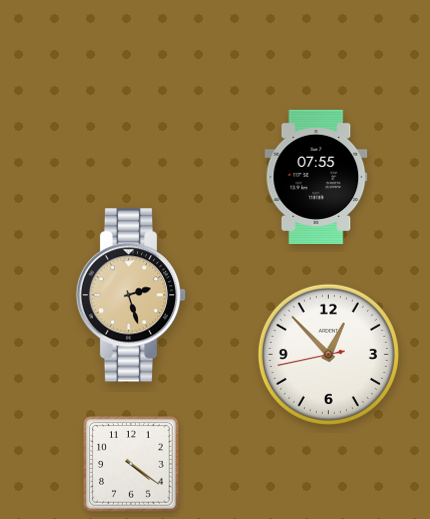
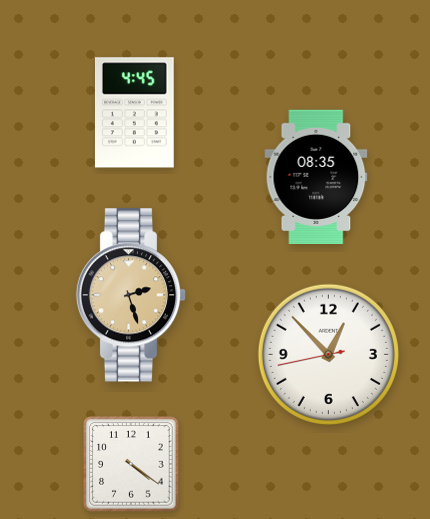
clock at (134, 113): none -> 4:45
clock at (316, 176): 07:55 -> 08:35
